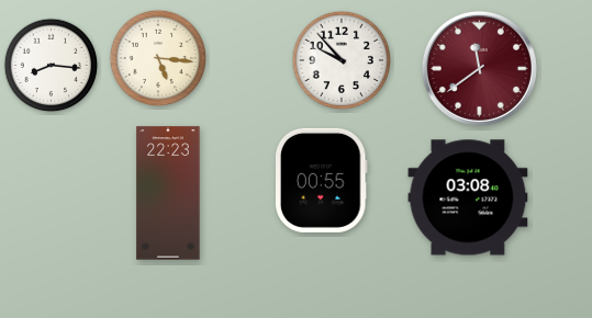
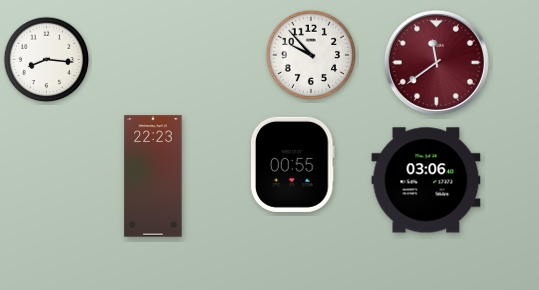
clock at (158, 58): 5:16 -> none
clock at (468, 197): 03:08 -> 03:06
